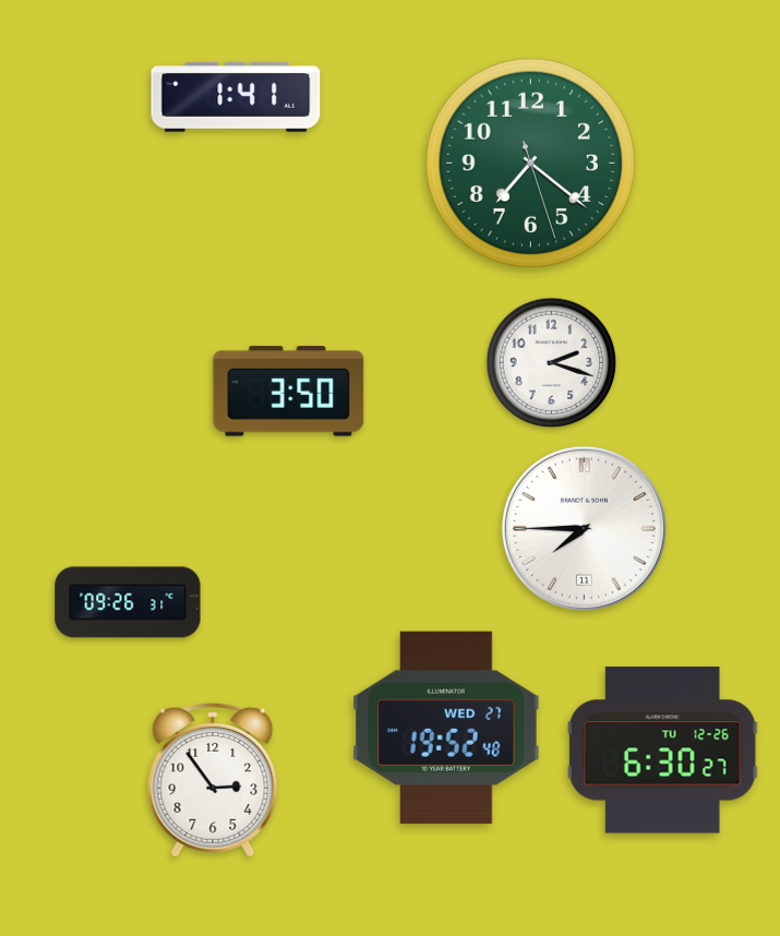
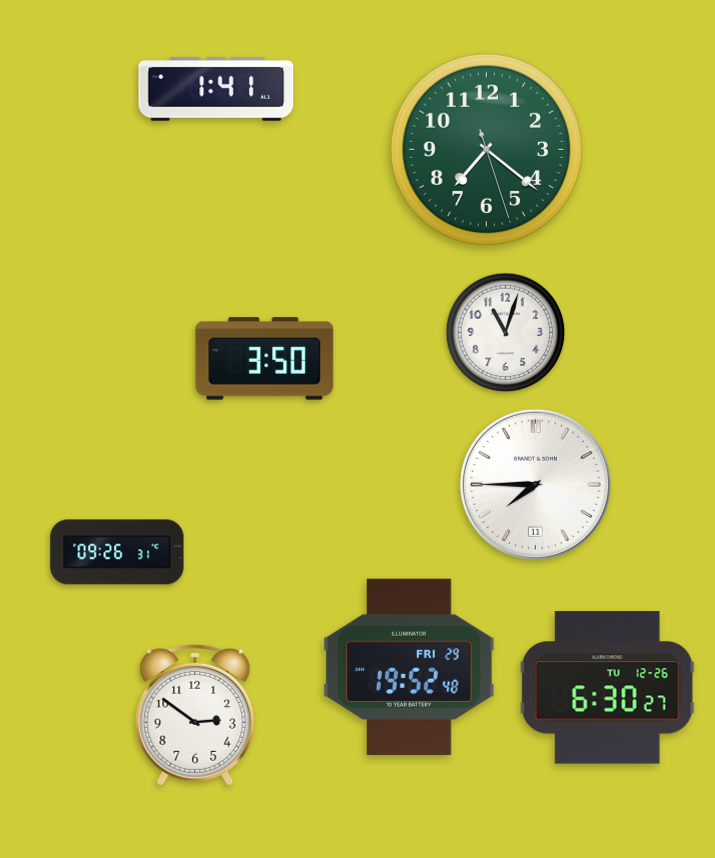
clock at (552, 363): 2:18 -> 11:03
clock at (446, 728) date: WED 27 -> FRI 29
clock at (213, 780): 2:54 -> 2:51
